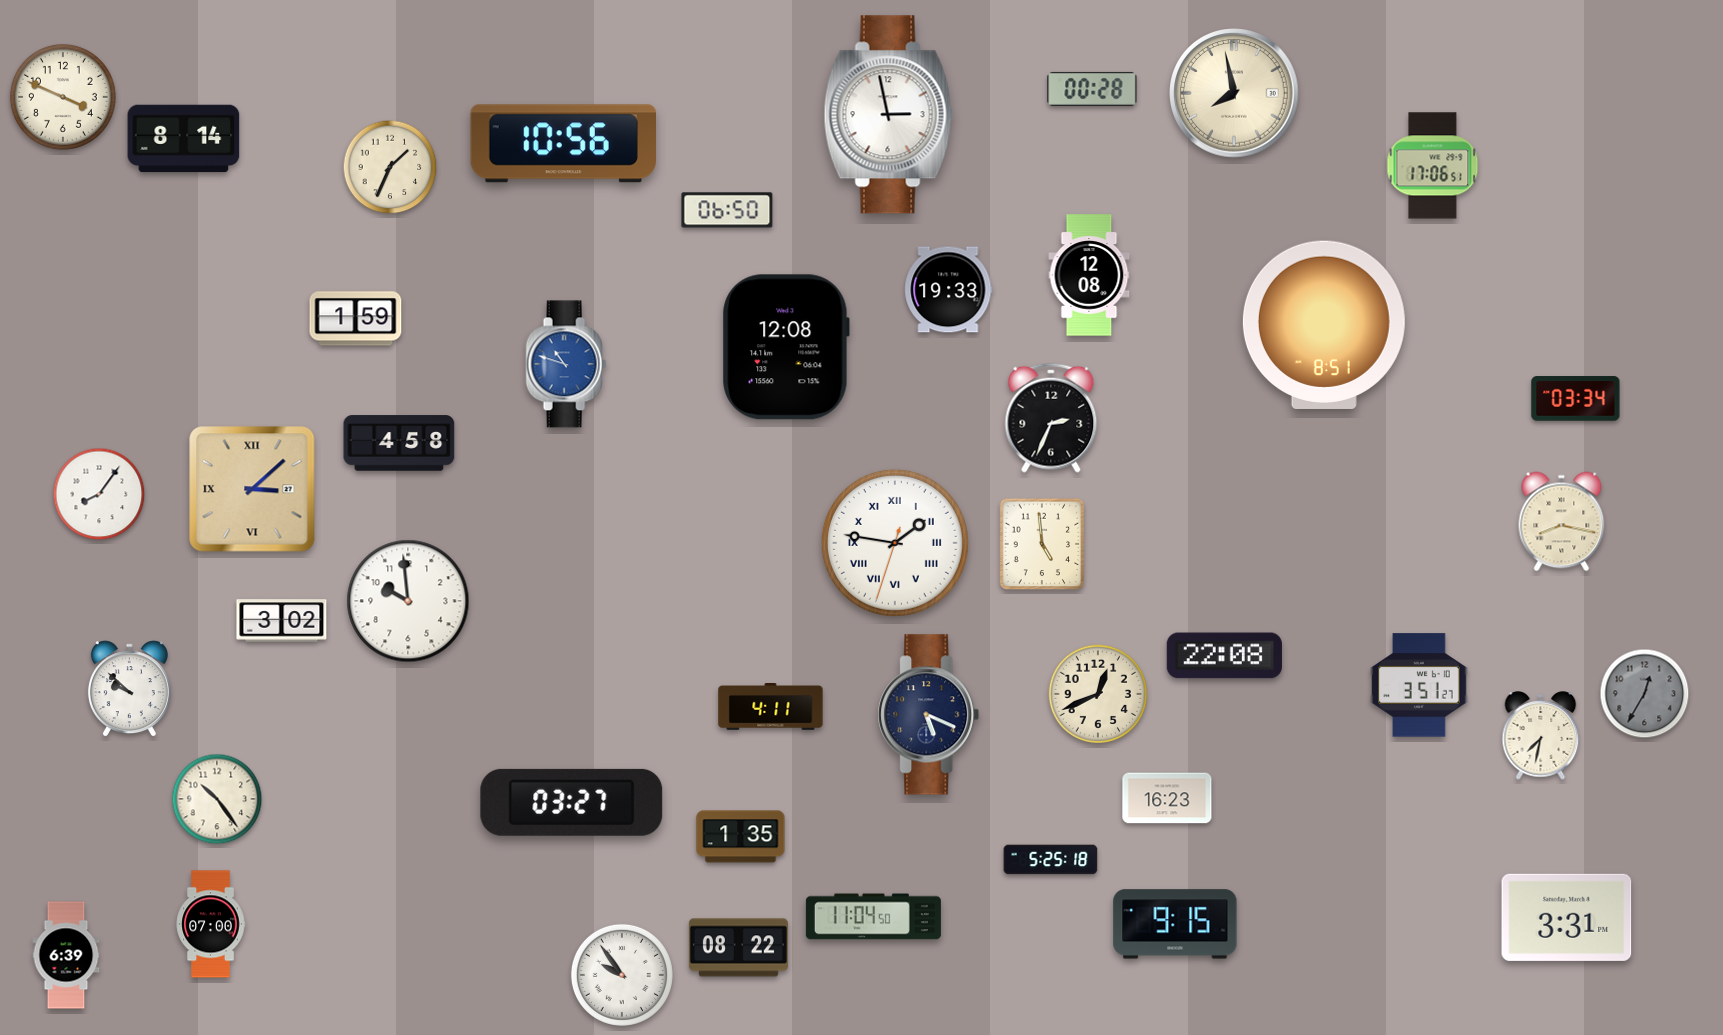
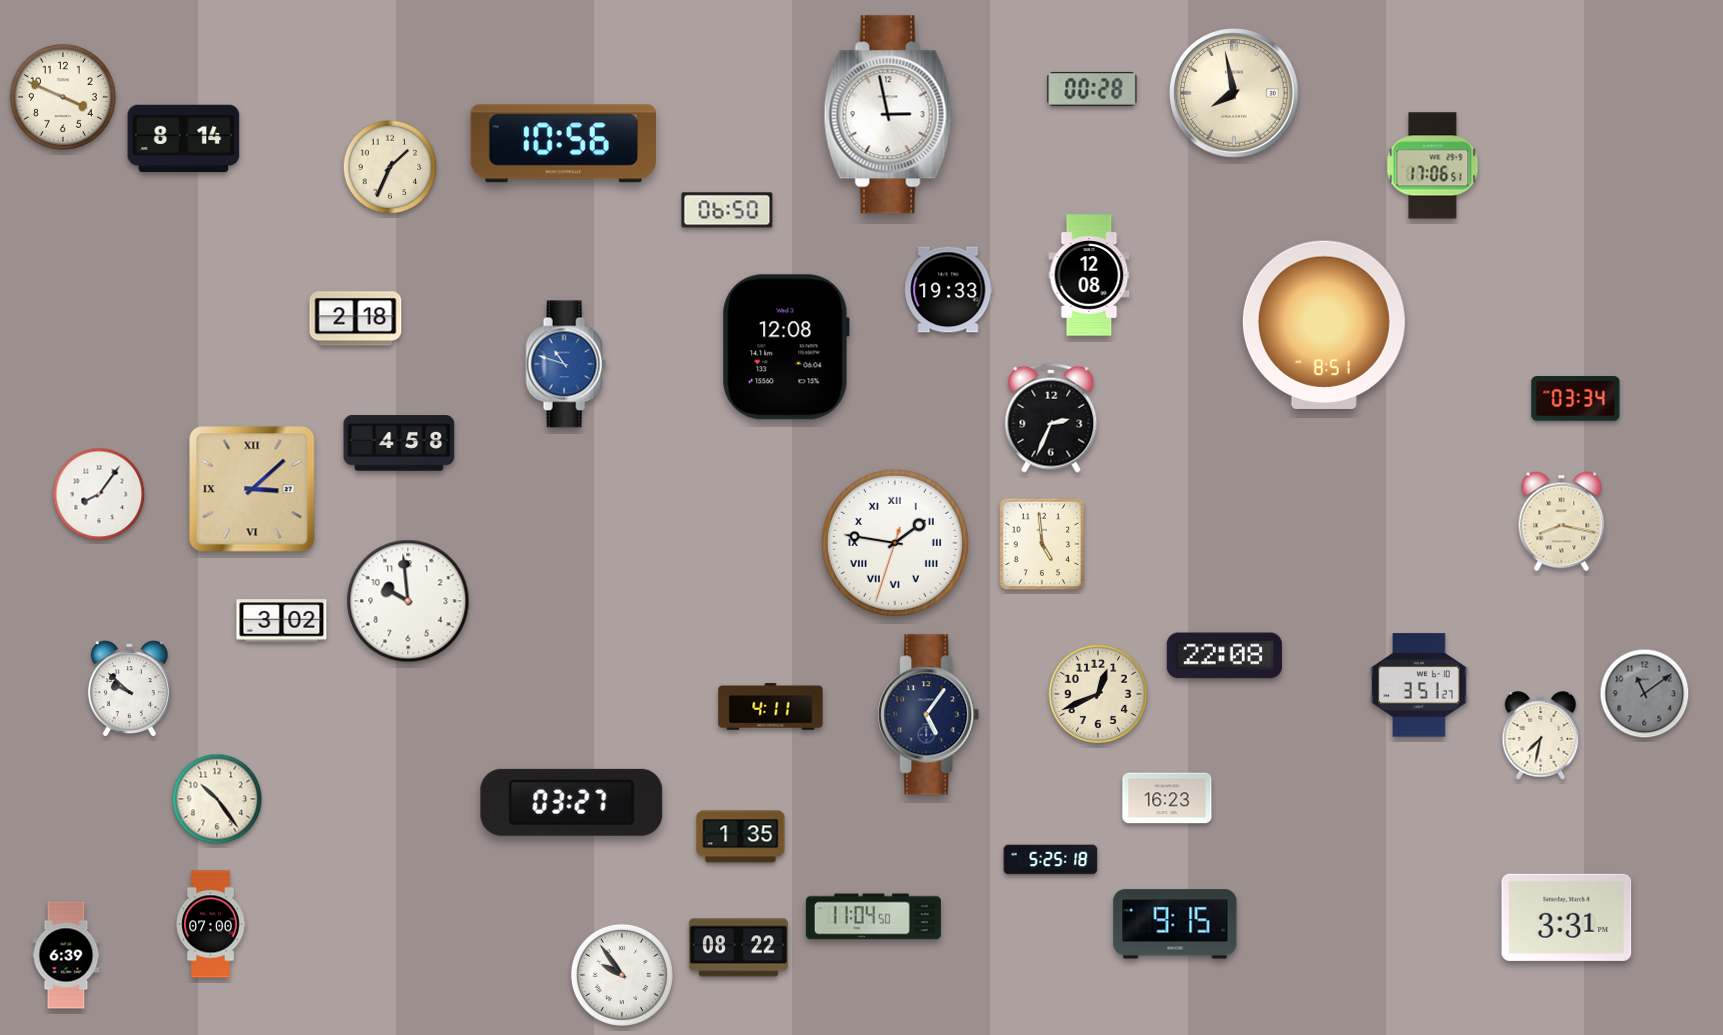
clock at (356, 319): 1:59 -> 2:18
clock at (1645, 694): 12:35 -> 11:09
clock at (929, 715): 5:19 -> 5:06
